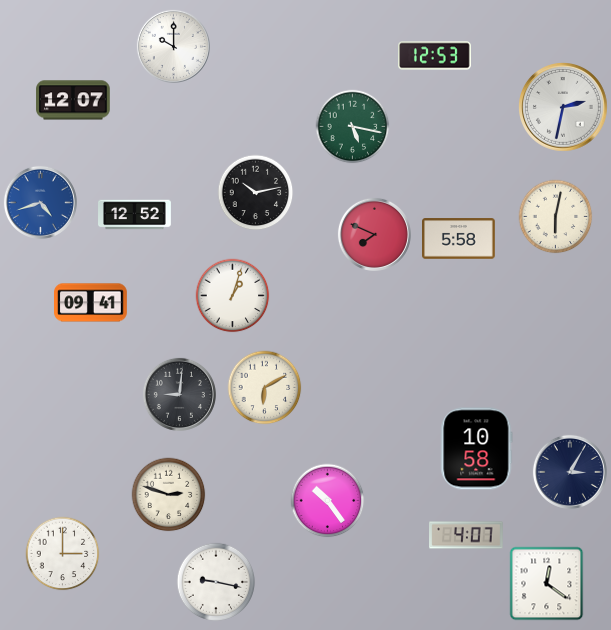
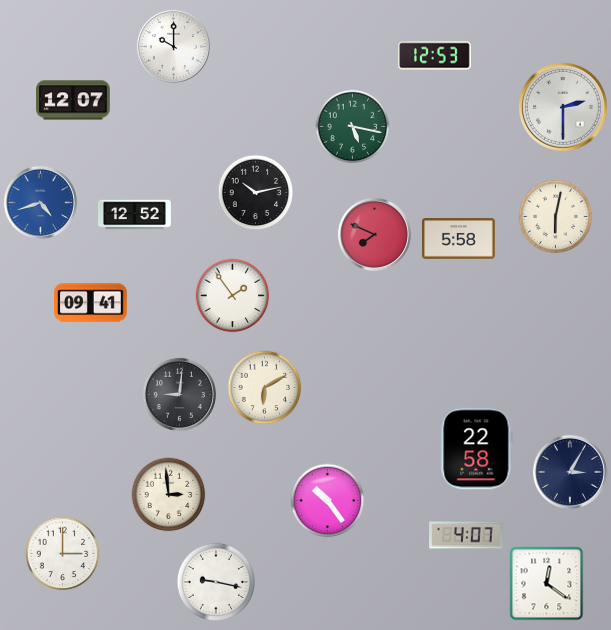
clock at (564, 108): 2:32 -> 2:30
clock at (233, 296): 1:03 -> 1:54
clock at (477, 449): 10:58 -> 22:58
clock at (169, 495): 2:48 -> 2:59
